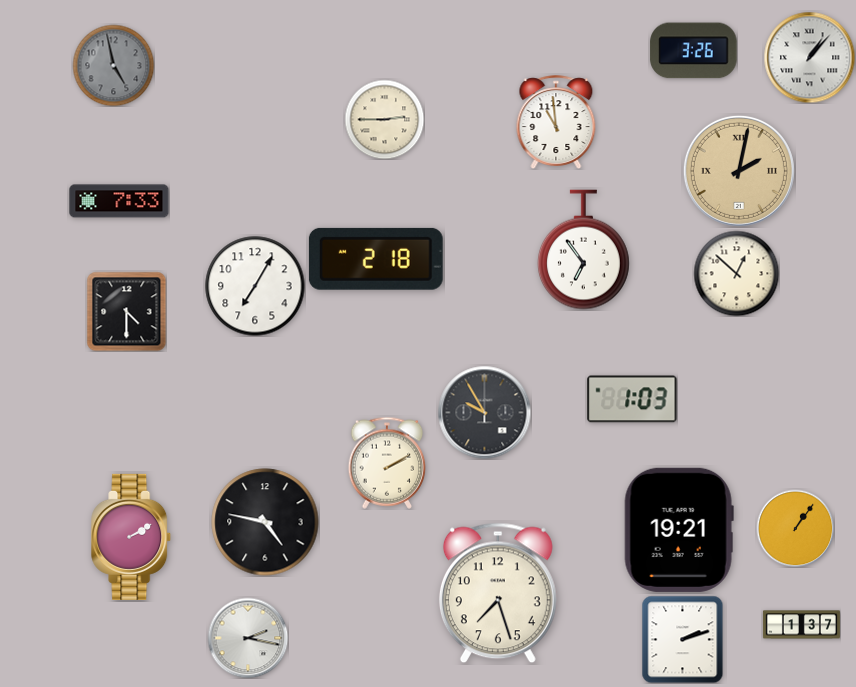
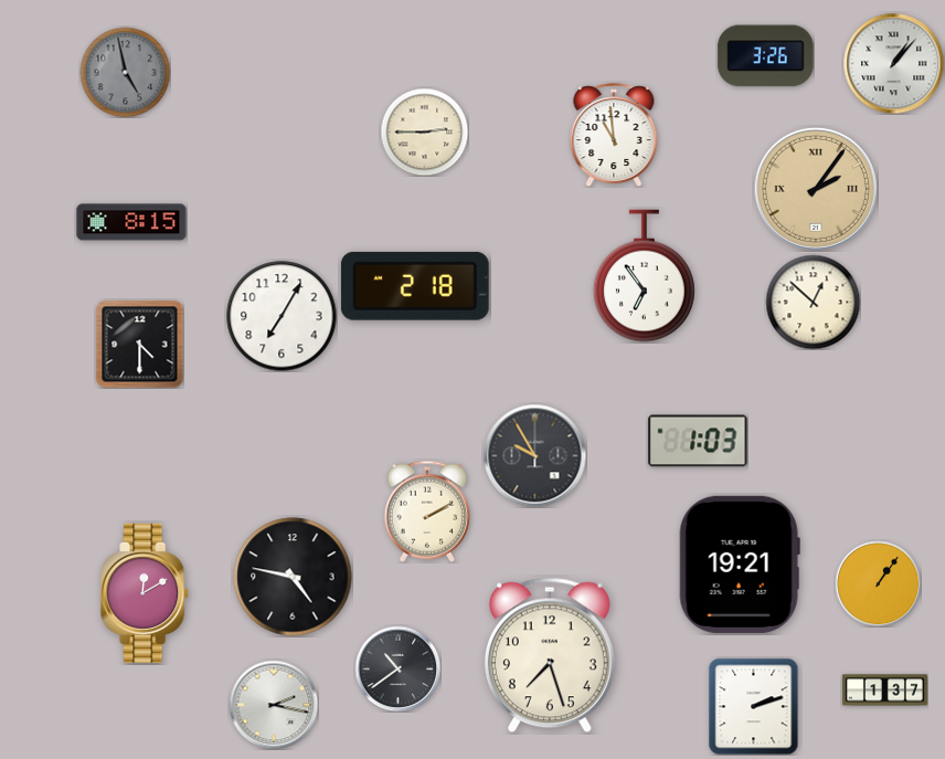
clock at (739, 171): 2:02 -> 2:06
clock at (119, 201): 7:33 -> 8:15
clock at (679, 530) position: (679, 530) -> (740, 565)
clock at (132, 537): 2:10 -> 12:10
clock at (397, 668): none -> 10:39
